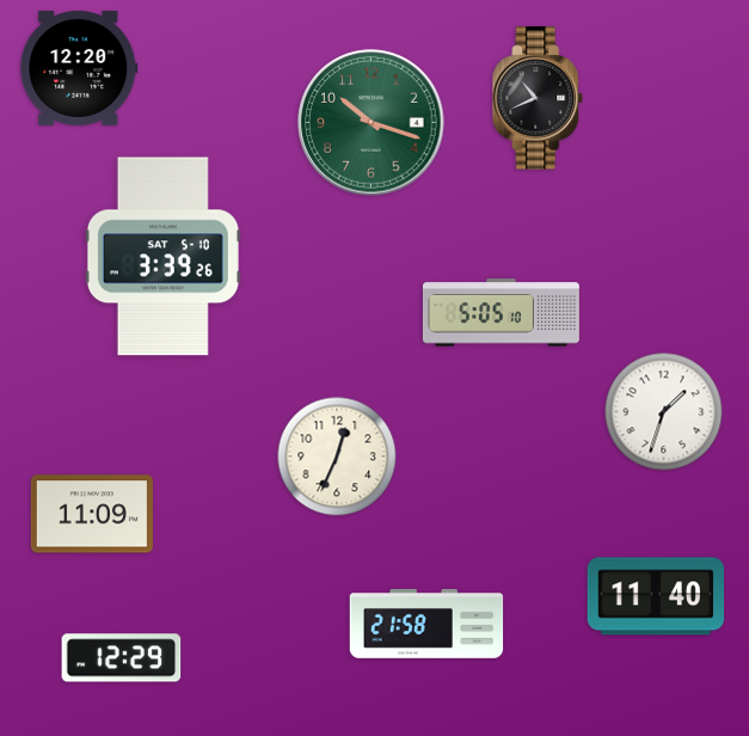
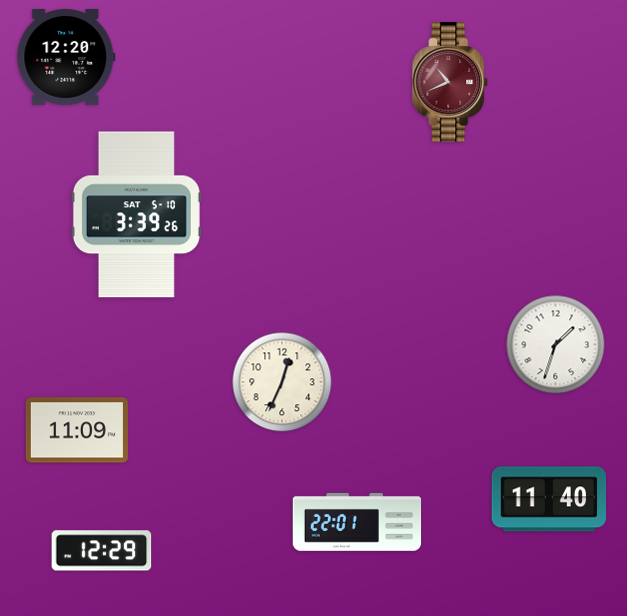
clock at (538, 98) dial: black -> burgundy
clock at (372, 123): 10:18 -> none
clock at (501, 313): 5:05 -> none
clock at (426, 624): 21:58 -> 22:01
